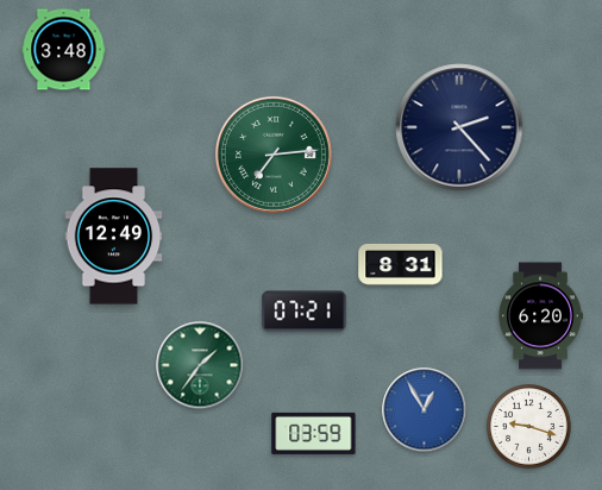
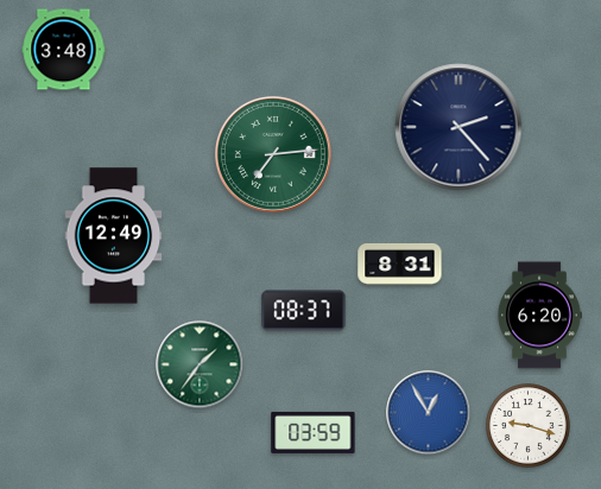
clock at (305, 312): 07:21 -> 08:37
clock at (425, 410) position: (425, 410) -> (429, 413)
